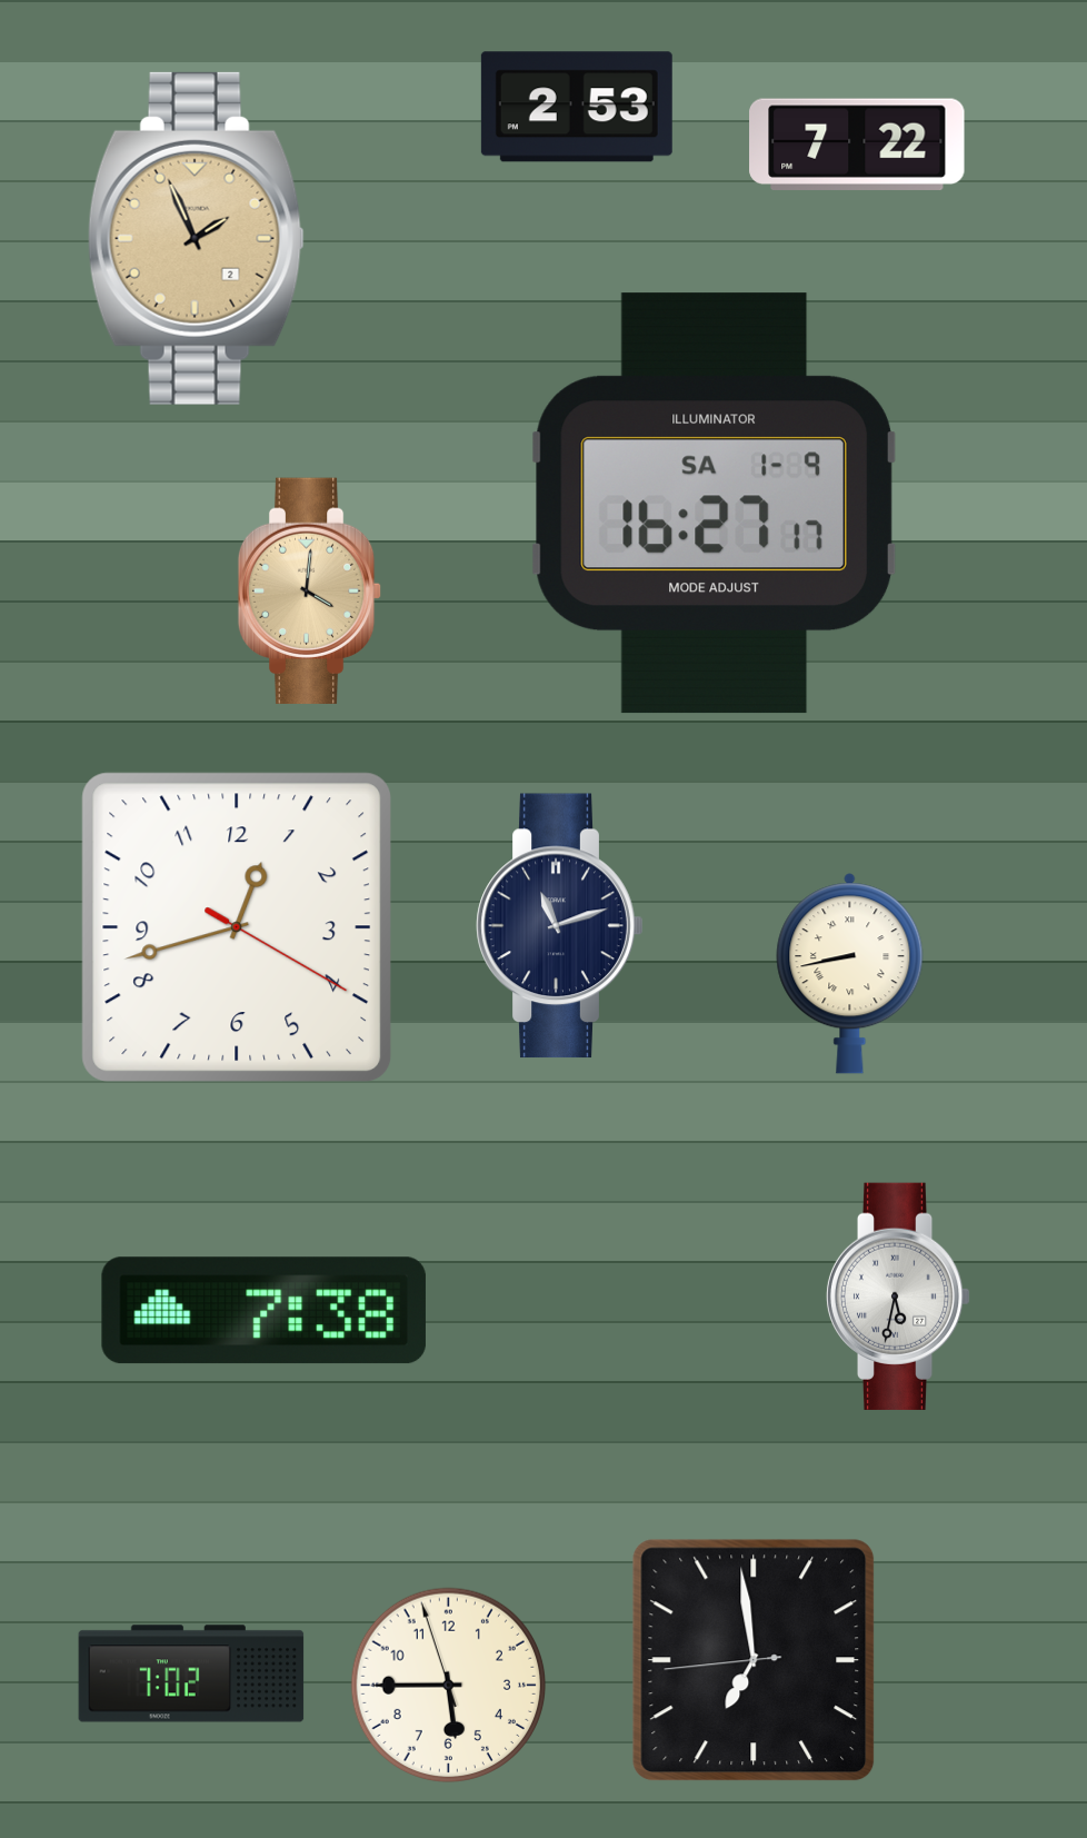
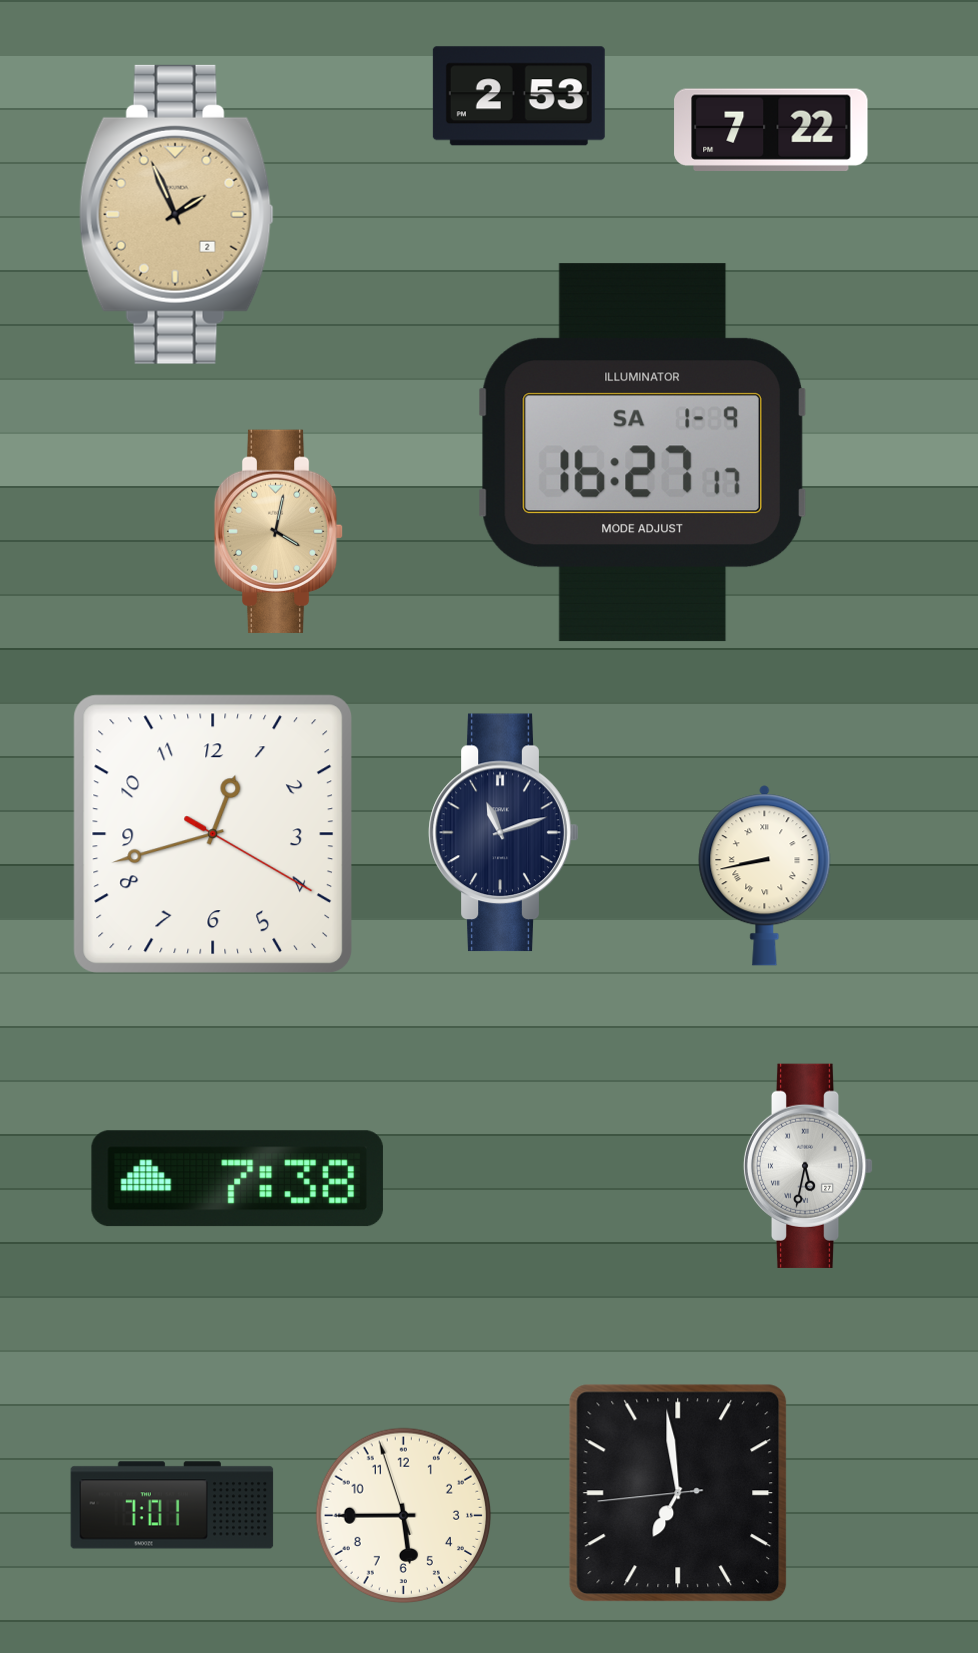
clock at (310, 590): 4:01 -> 4:02
clock at (191, 1673): 7:02 -> 7:01
